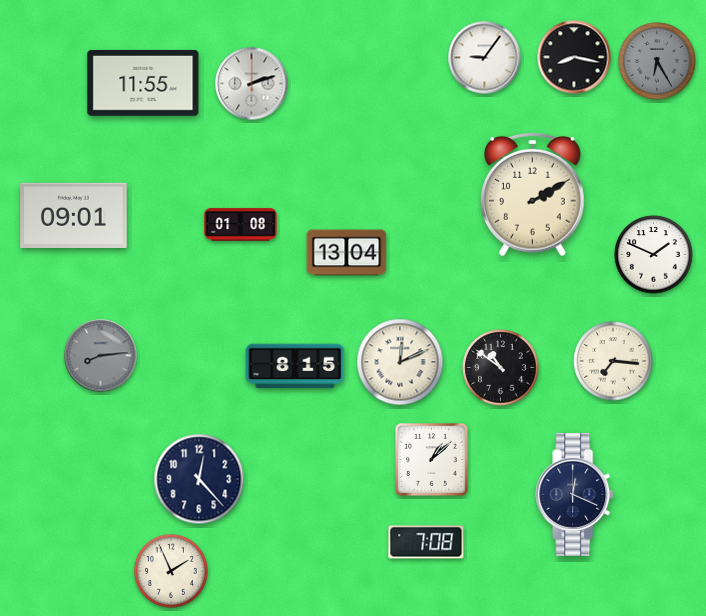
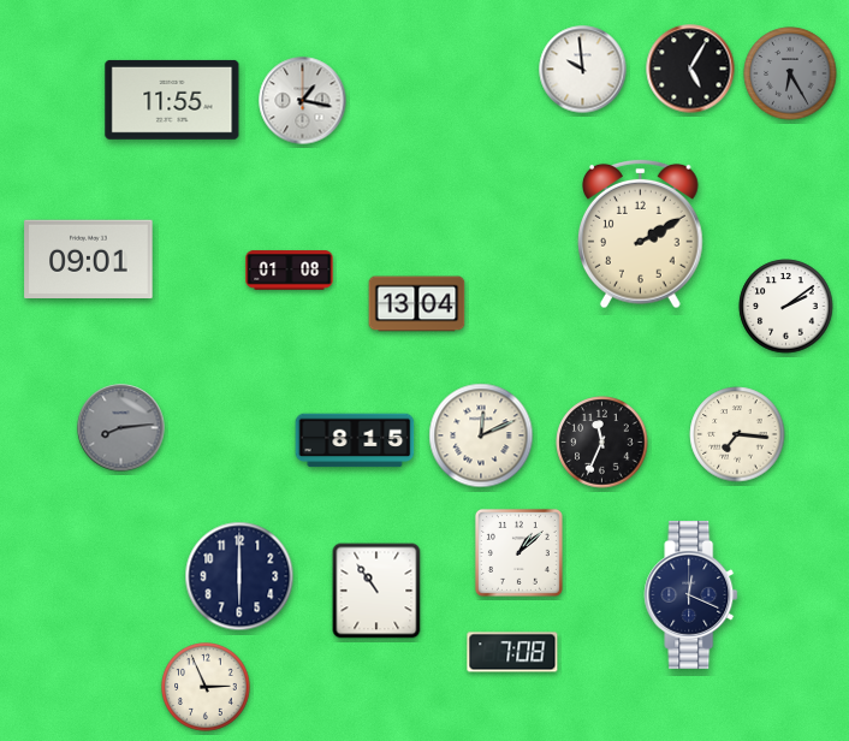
clock at (574, 57): 8:17 -> 5:05
clock at (485, 58): 9:06 -> 9:59
clock at (252, 84): 2:12 -> 1:17
clock at (654, 255): 1:49 -> 2:09
clock at (501, 368): 10:51 -> 11:34
clock at (199, 479): 12:23 -> 6:00
clock at (376, 591): none -> 10:54
clock at (171, 571): 1:56 -> 2:56
